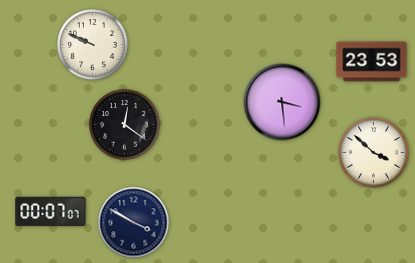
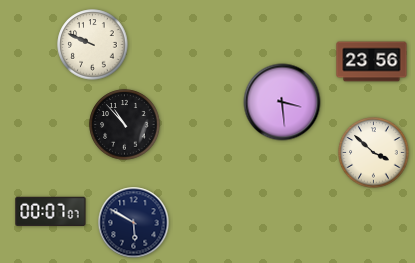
clock at (372, 62): 23:53 -> 23:56
clock at (125, 125): 12:21 -> 10:53
clock at (134, 223): 3:50 -> 5:50
